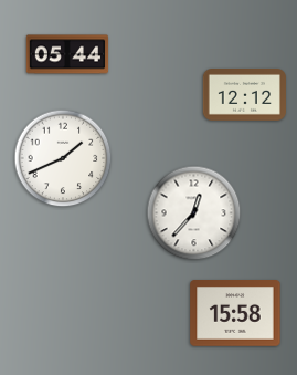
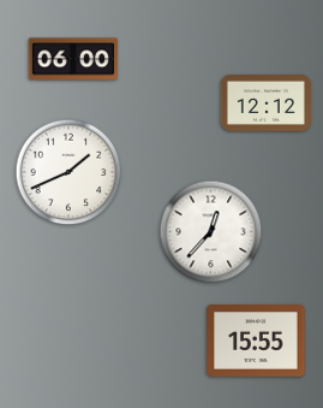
clock at (67, 54): 05:44 -> 06:00
clock at (235, 314): 15:58 -> 15:55
